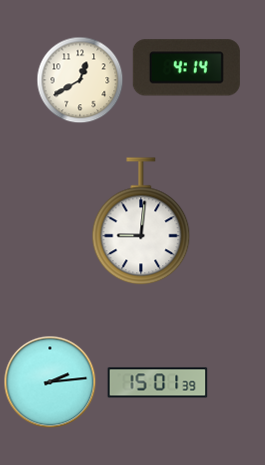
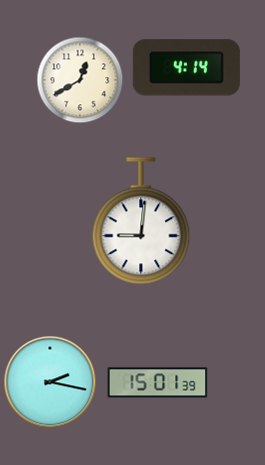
clock at (50, 382): 2:14 -> 2:17
